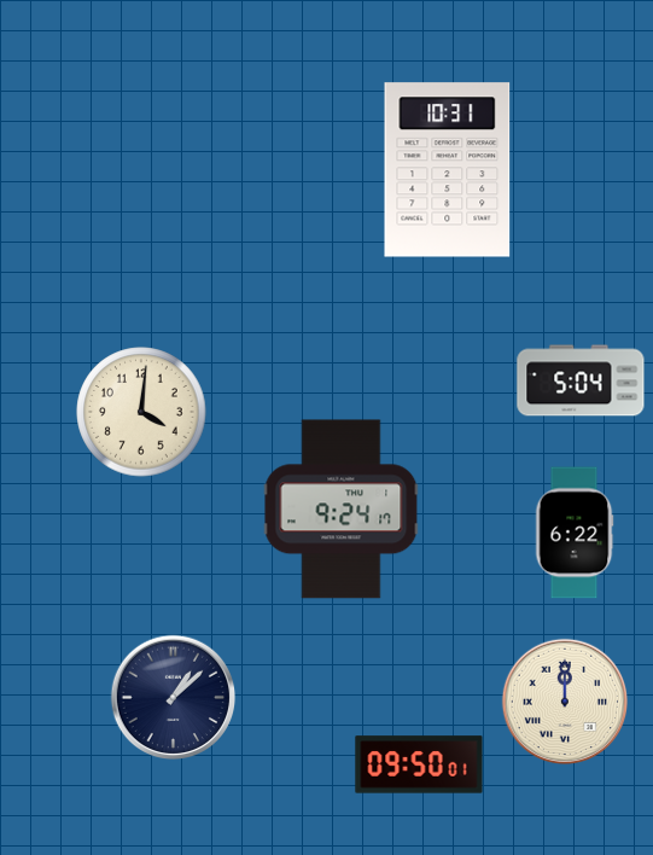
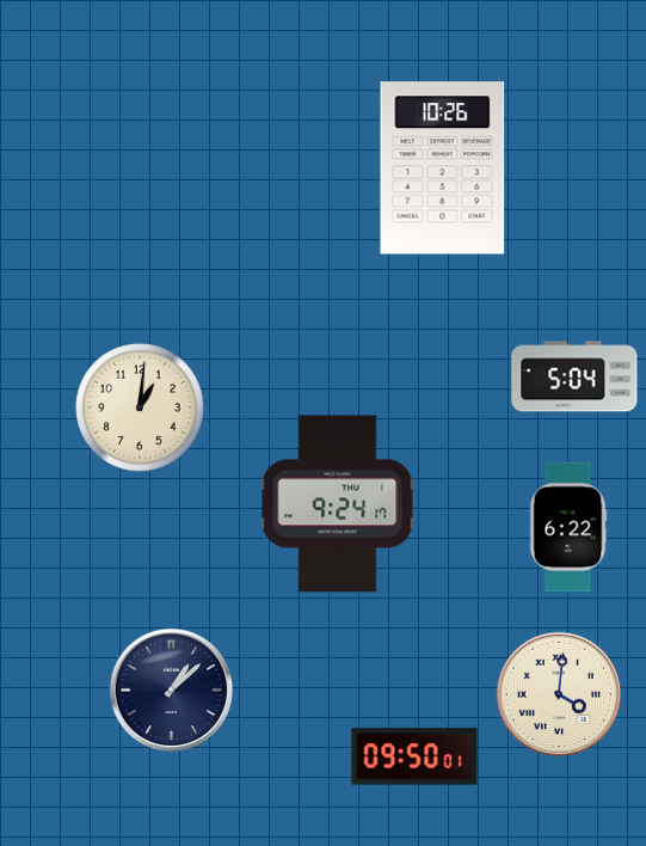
clock at (448, 170): 10:31 -> 10:26
clock at (141, 412): 4:01 -> 1:01
clock at (564, 700): 12:00 -> 4:01
